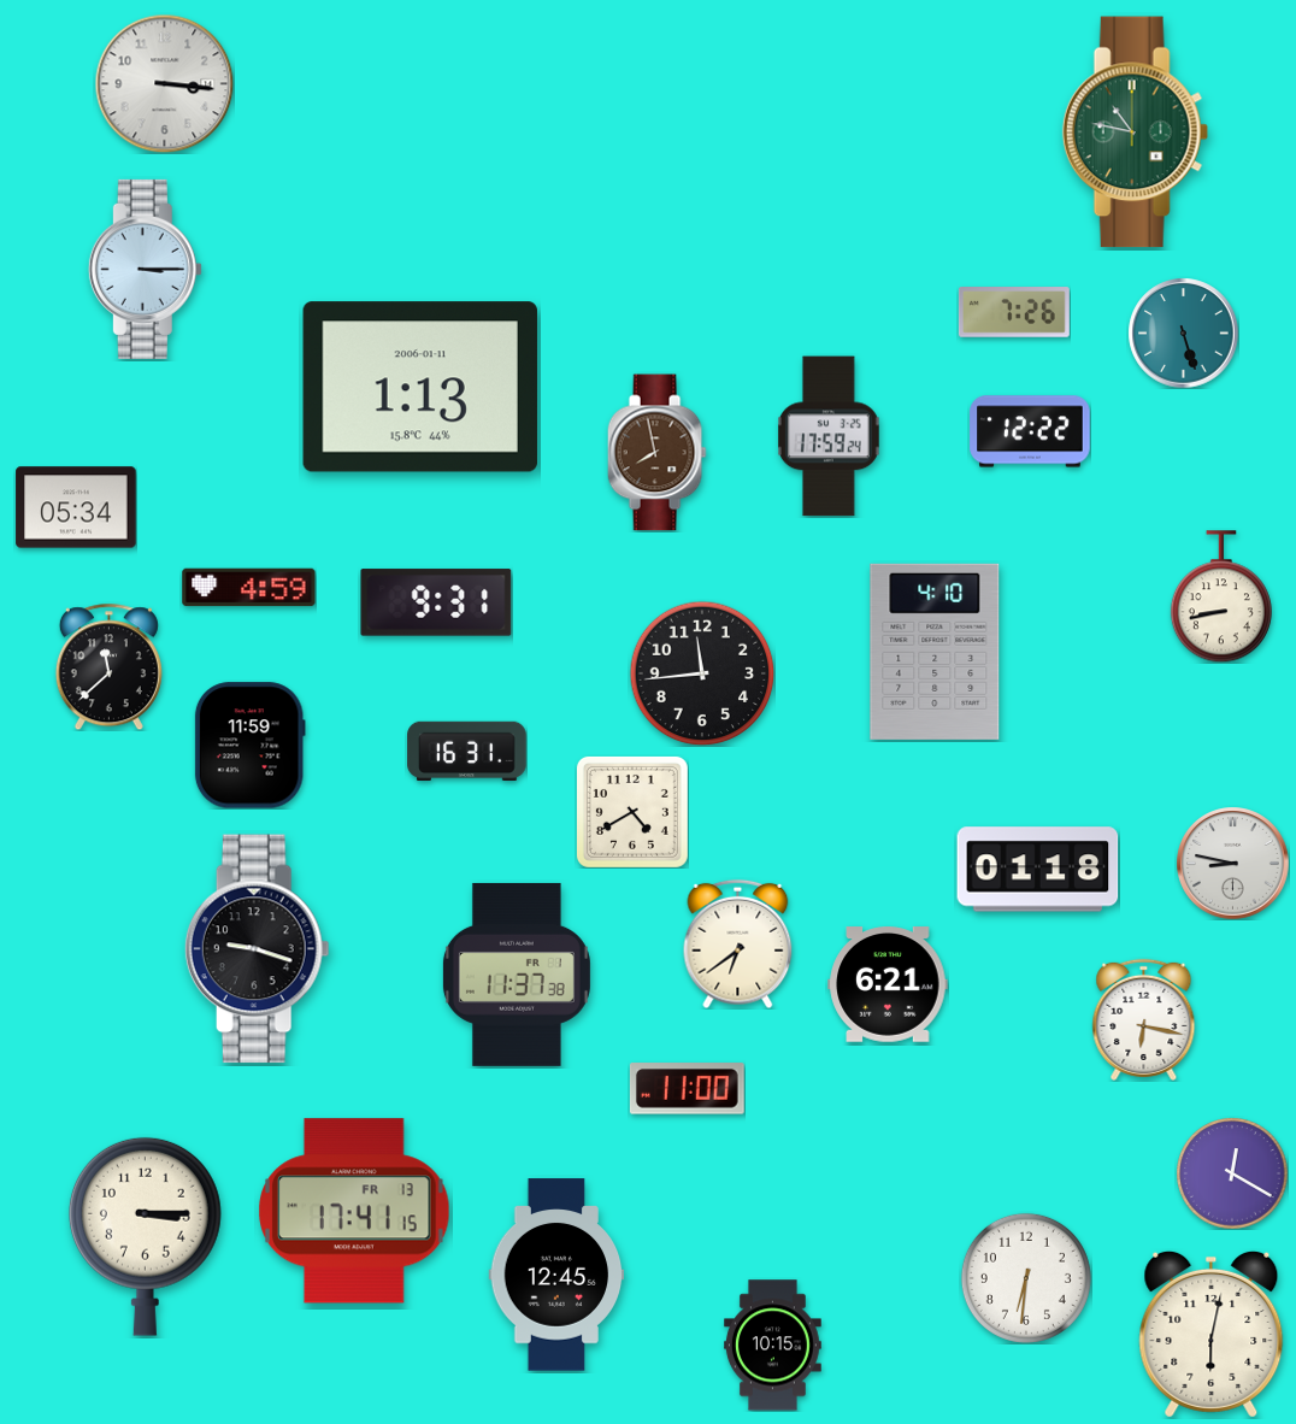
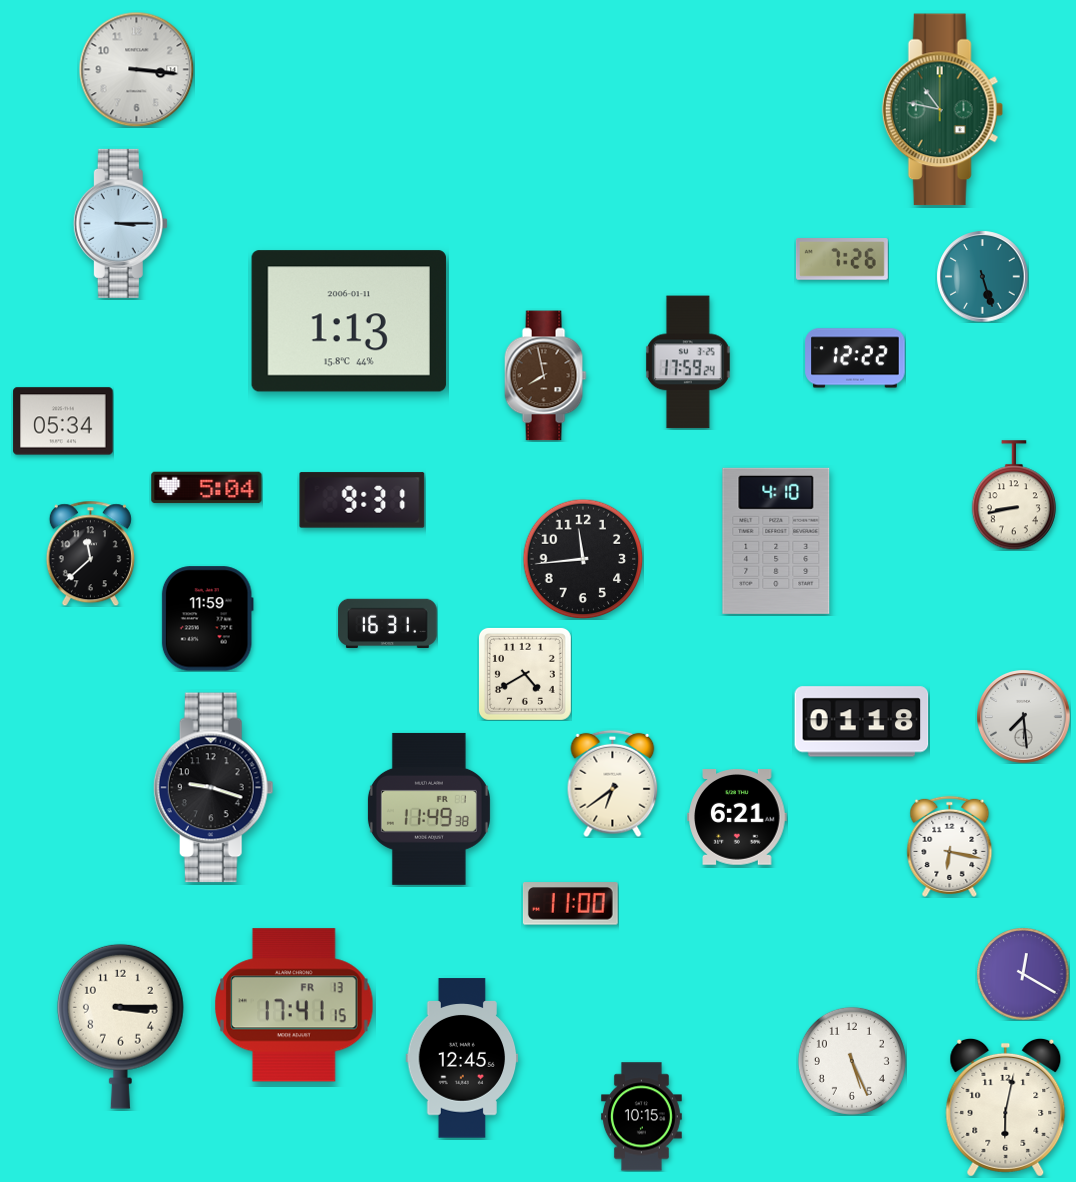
clock at (249, 588): 4:59 -> 5:04
clock at (1232, 863): 8:47 -> 7:29
clock at (517, 975): 11:37 -> 11:49
clock at (1026, 1278): 6:31 -> 5:26
